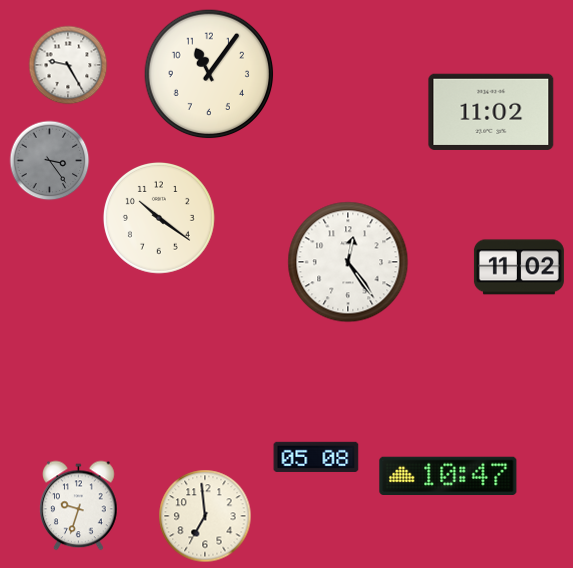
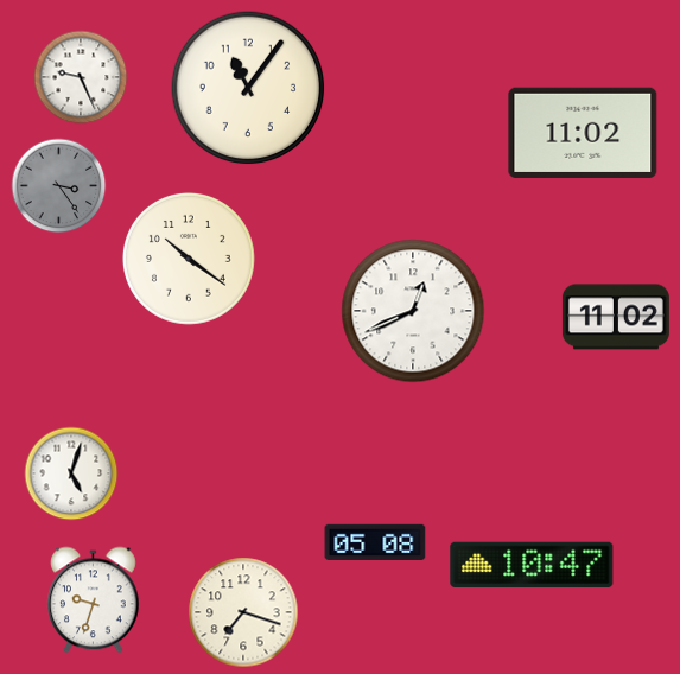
clock at (68, 65): 9:25 -> 9:26
clock at (50, 161) position: (50, 161) -> (59, 186)
clock at (348, 262): 12:24 -> 12:41
clock at (71, 473): none -> 5:03
clock at (205, 516): 6:59 -> 7:18
